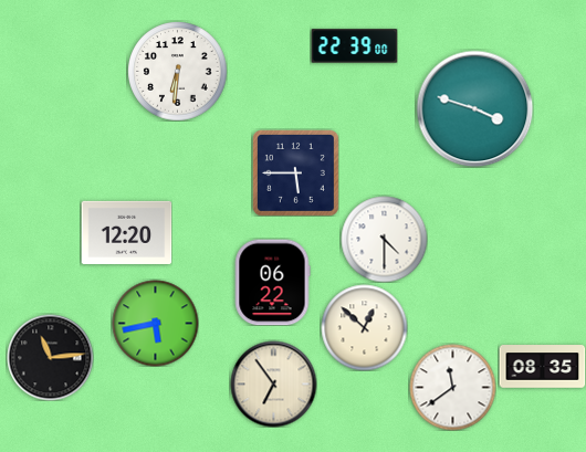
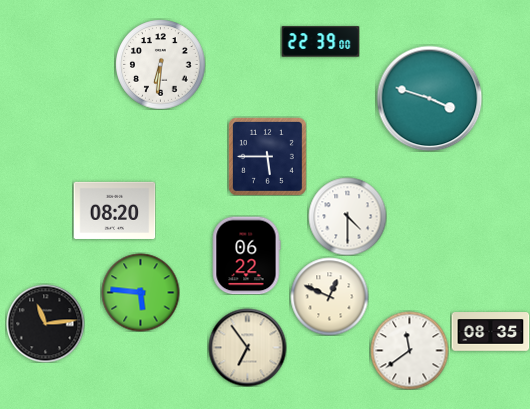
clock at (126, 232): 12:20 -> 08:20
clock at (155, 323): 5:43 -> 5:46
clock at (364, 327): 12:52 -> 12:49
